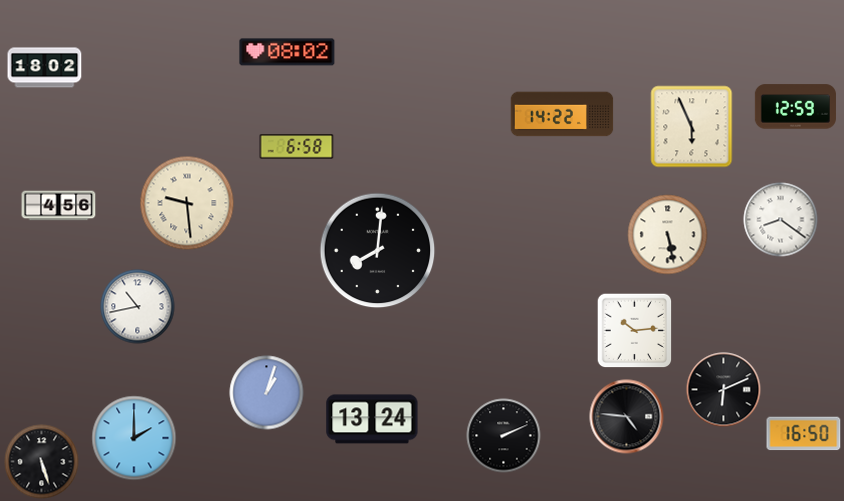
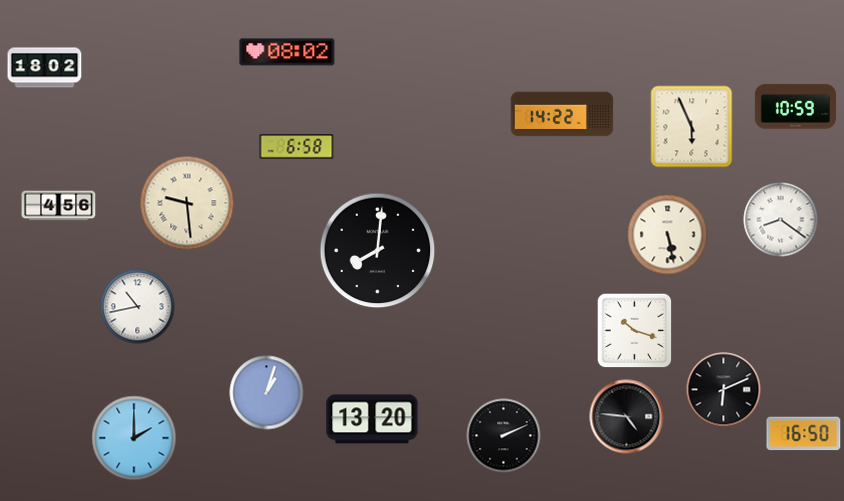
clock at (795, 107): 12:59 -> 10:59
clock at (635, 331): 10:14 -> 10:18
clock at (372, 419): 13:24 -> 13:20
clock at (42, 462): 5:27 -> none
